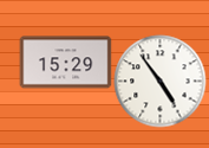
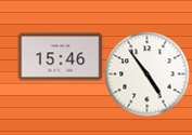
clock at (65, 63): 15:29 -> 15:46
